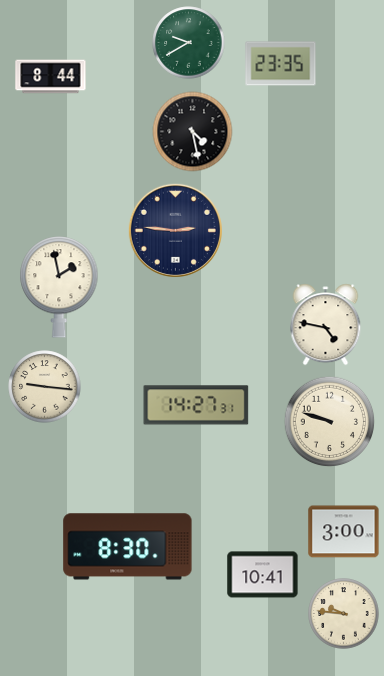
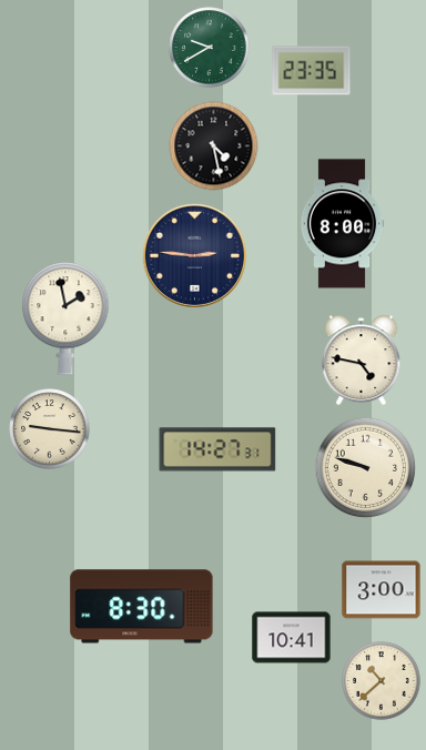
clock at (51, 77): 8:44 -> none
clock at (342, 224): none -> 8:00
clock at (344, 614): 9:46 -> 10:38
